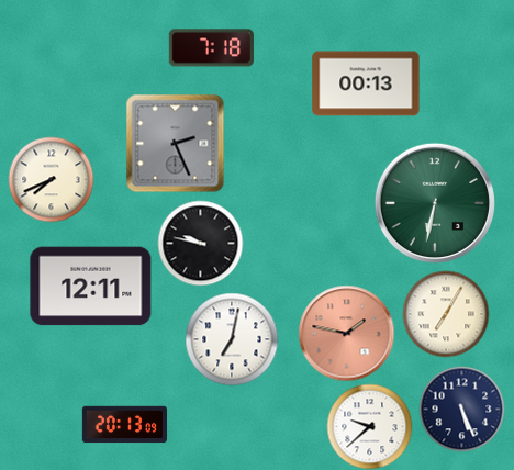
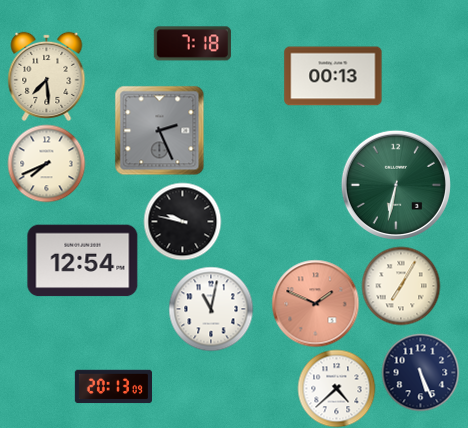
clock at (47, 76): none -> 7:29
clock at (91, 287): 12:11 -> 12:54
clock at (446, 314) position: (446, 314) -> (401, 286)
clock at (346, 333): 1:47 -> 1:49
clock at (232, 339): 7:02 -> 11:02
clock at (369, 426): 9:38 -> 4:38
